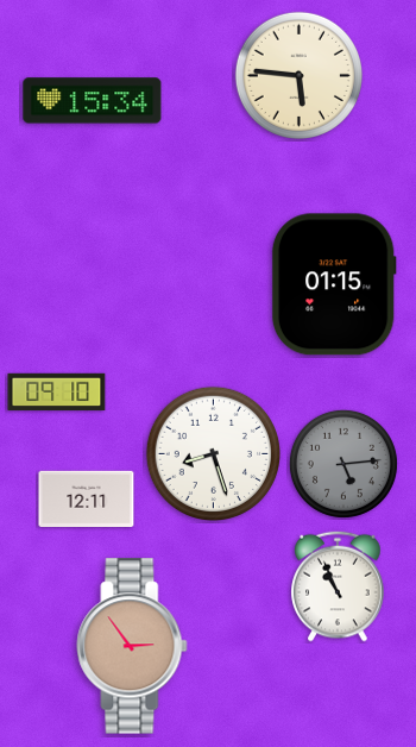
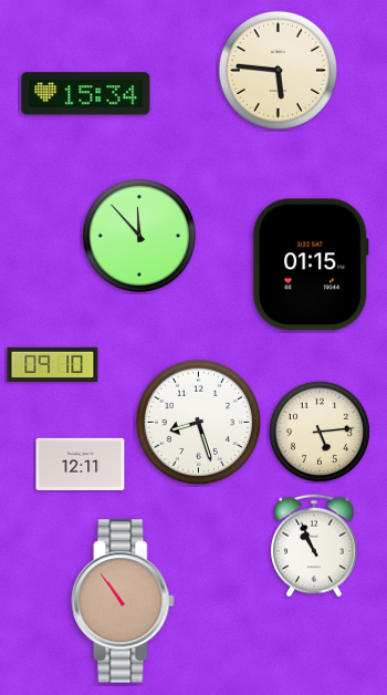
clock at (139, 236): none -> 11:53
clock at (343, 464) dial: grey -> cream
clock at (132, 646): 2:54 -> 10:54
